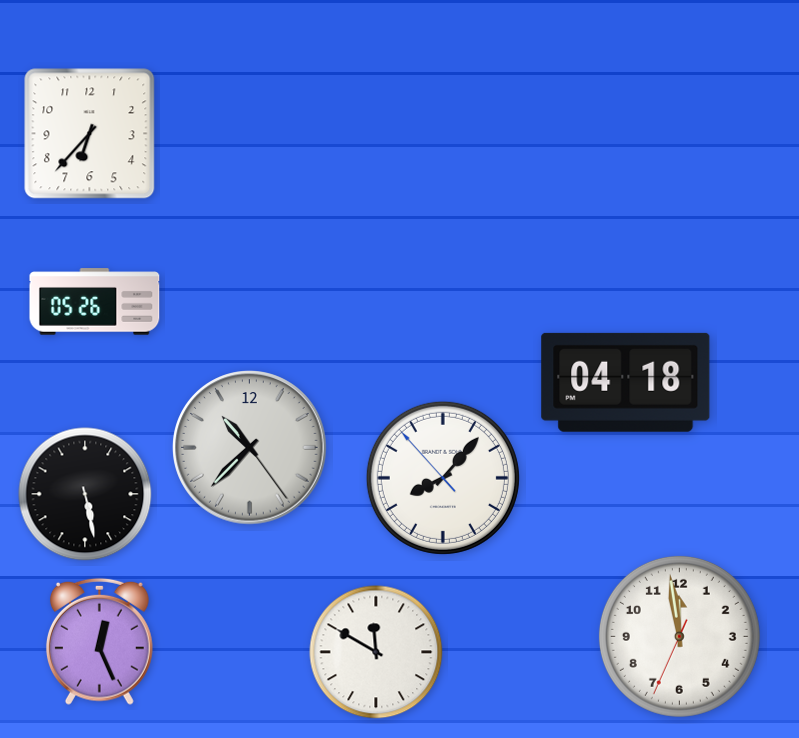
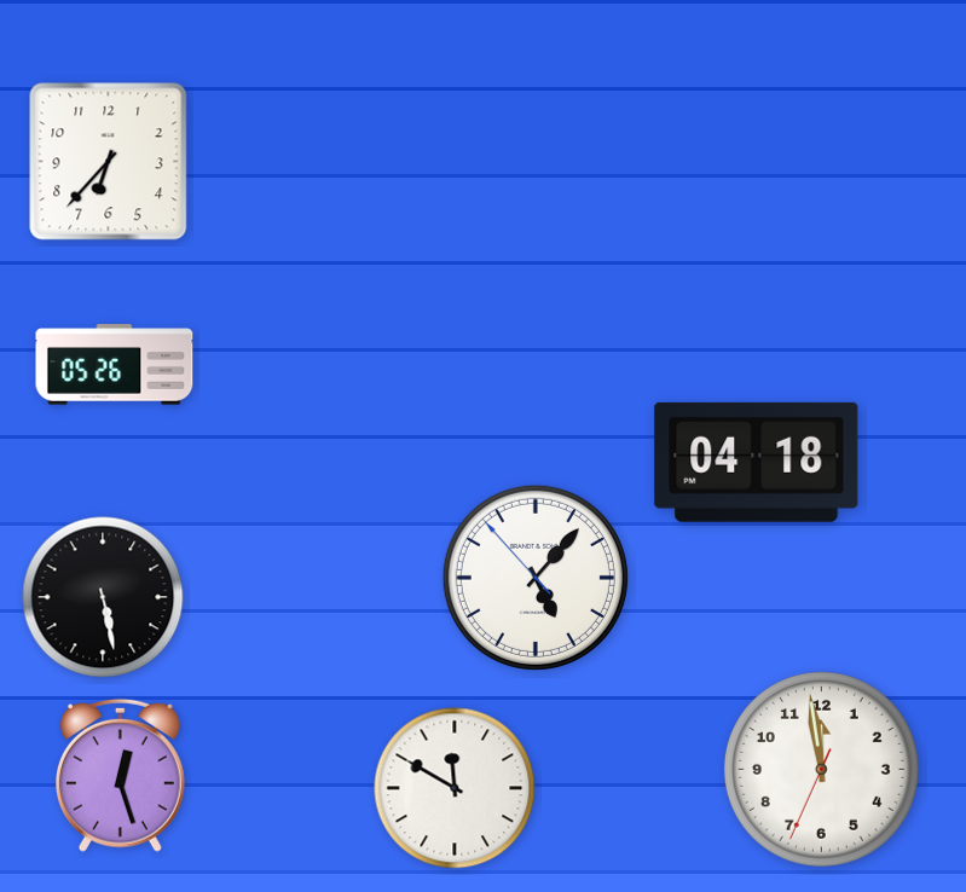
clock at (250, 448): 10:37 -> none
clock at (443, 478): 8:06 -> 5:06
clock at (99, 641): 12:26 -> 12:27
